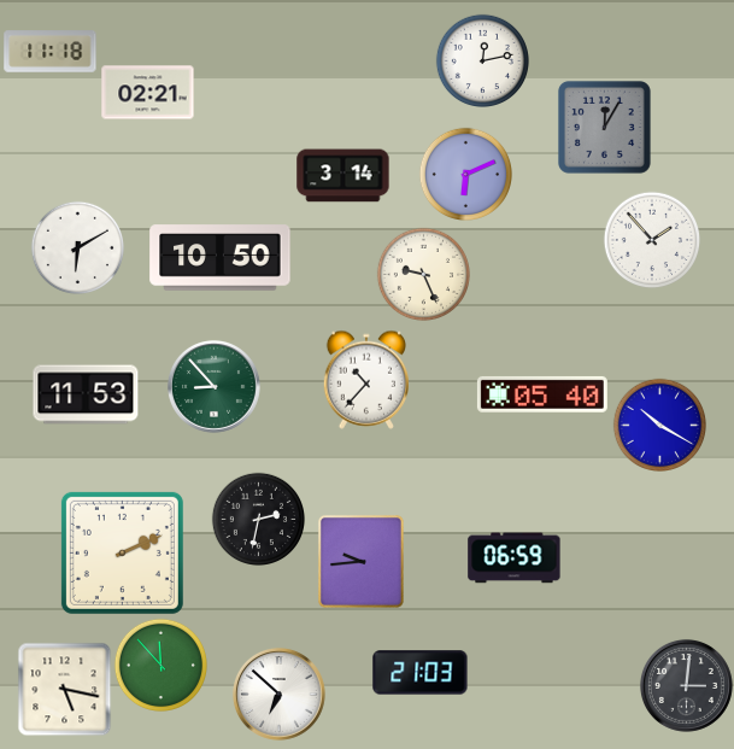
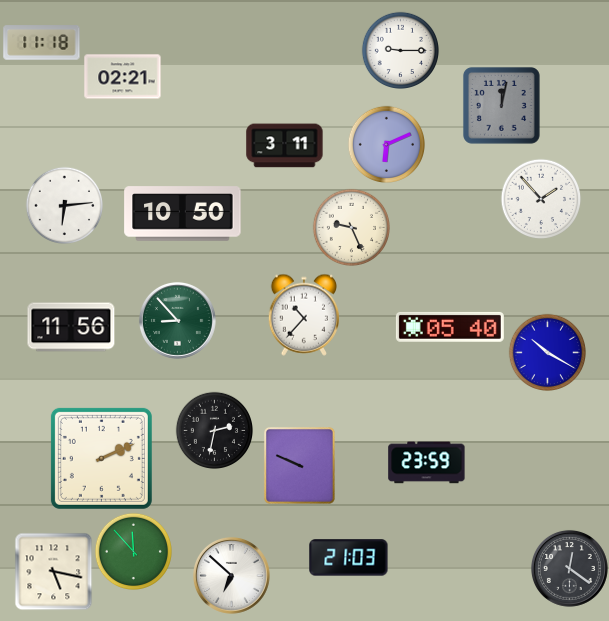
clock at (482, 60): 12:13 -> 9:15
clock at (604, 127): 12:05 -> 12:02
clock at (343, 176): 3:14 -> 3:11
clock at (77, 247): 6:10 -> 6:14
clock at (86, 394): 11:53 -> 11:56
clock at (515, 558): 06:59 -> 23:59
clock at (360, 561): 9:44 -> 9:49
clock at (686, 685): 3:01 -> 12:21
